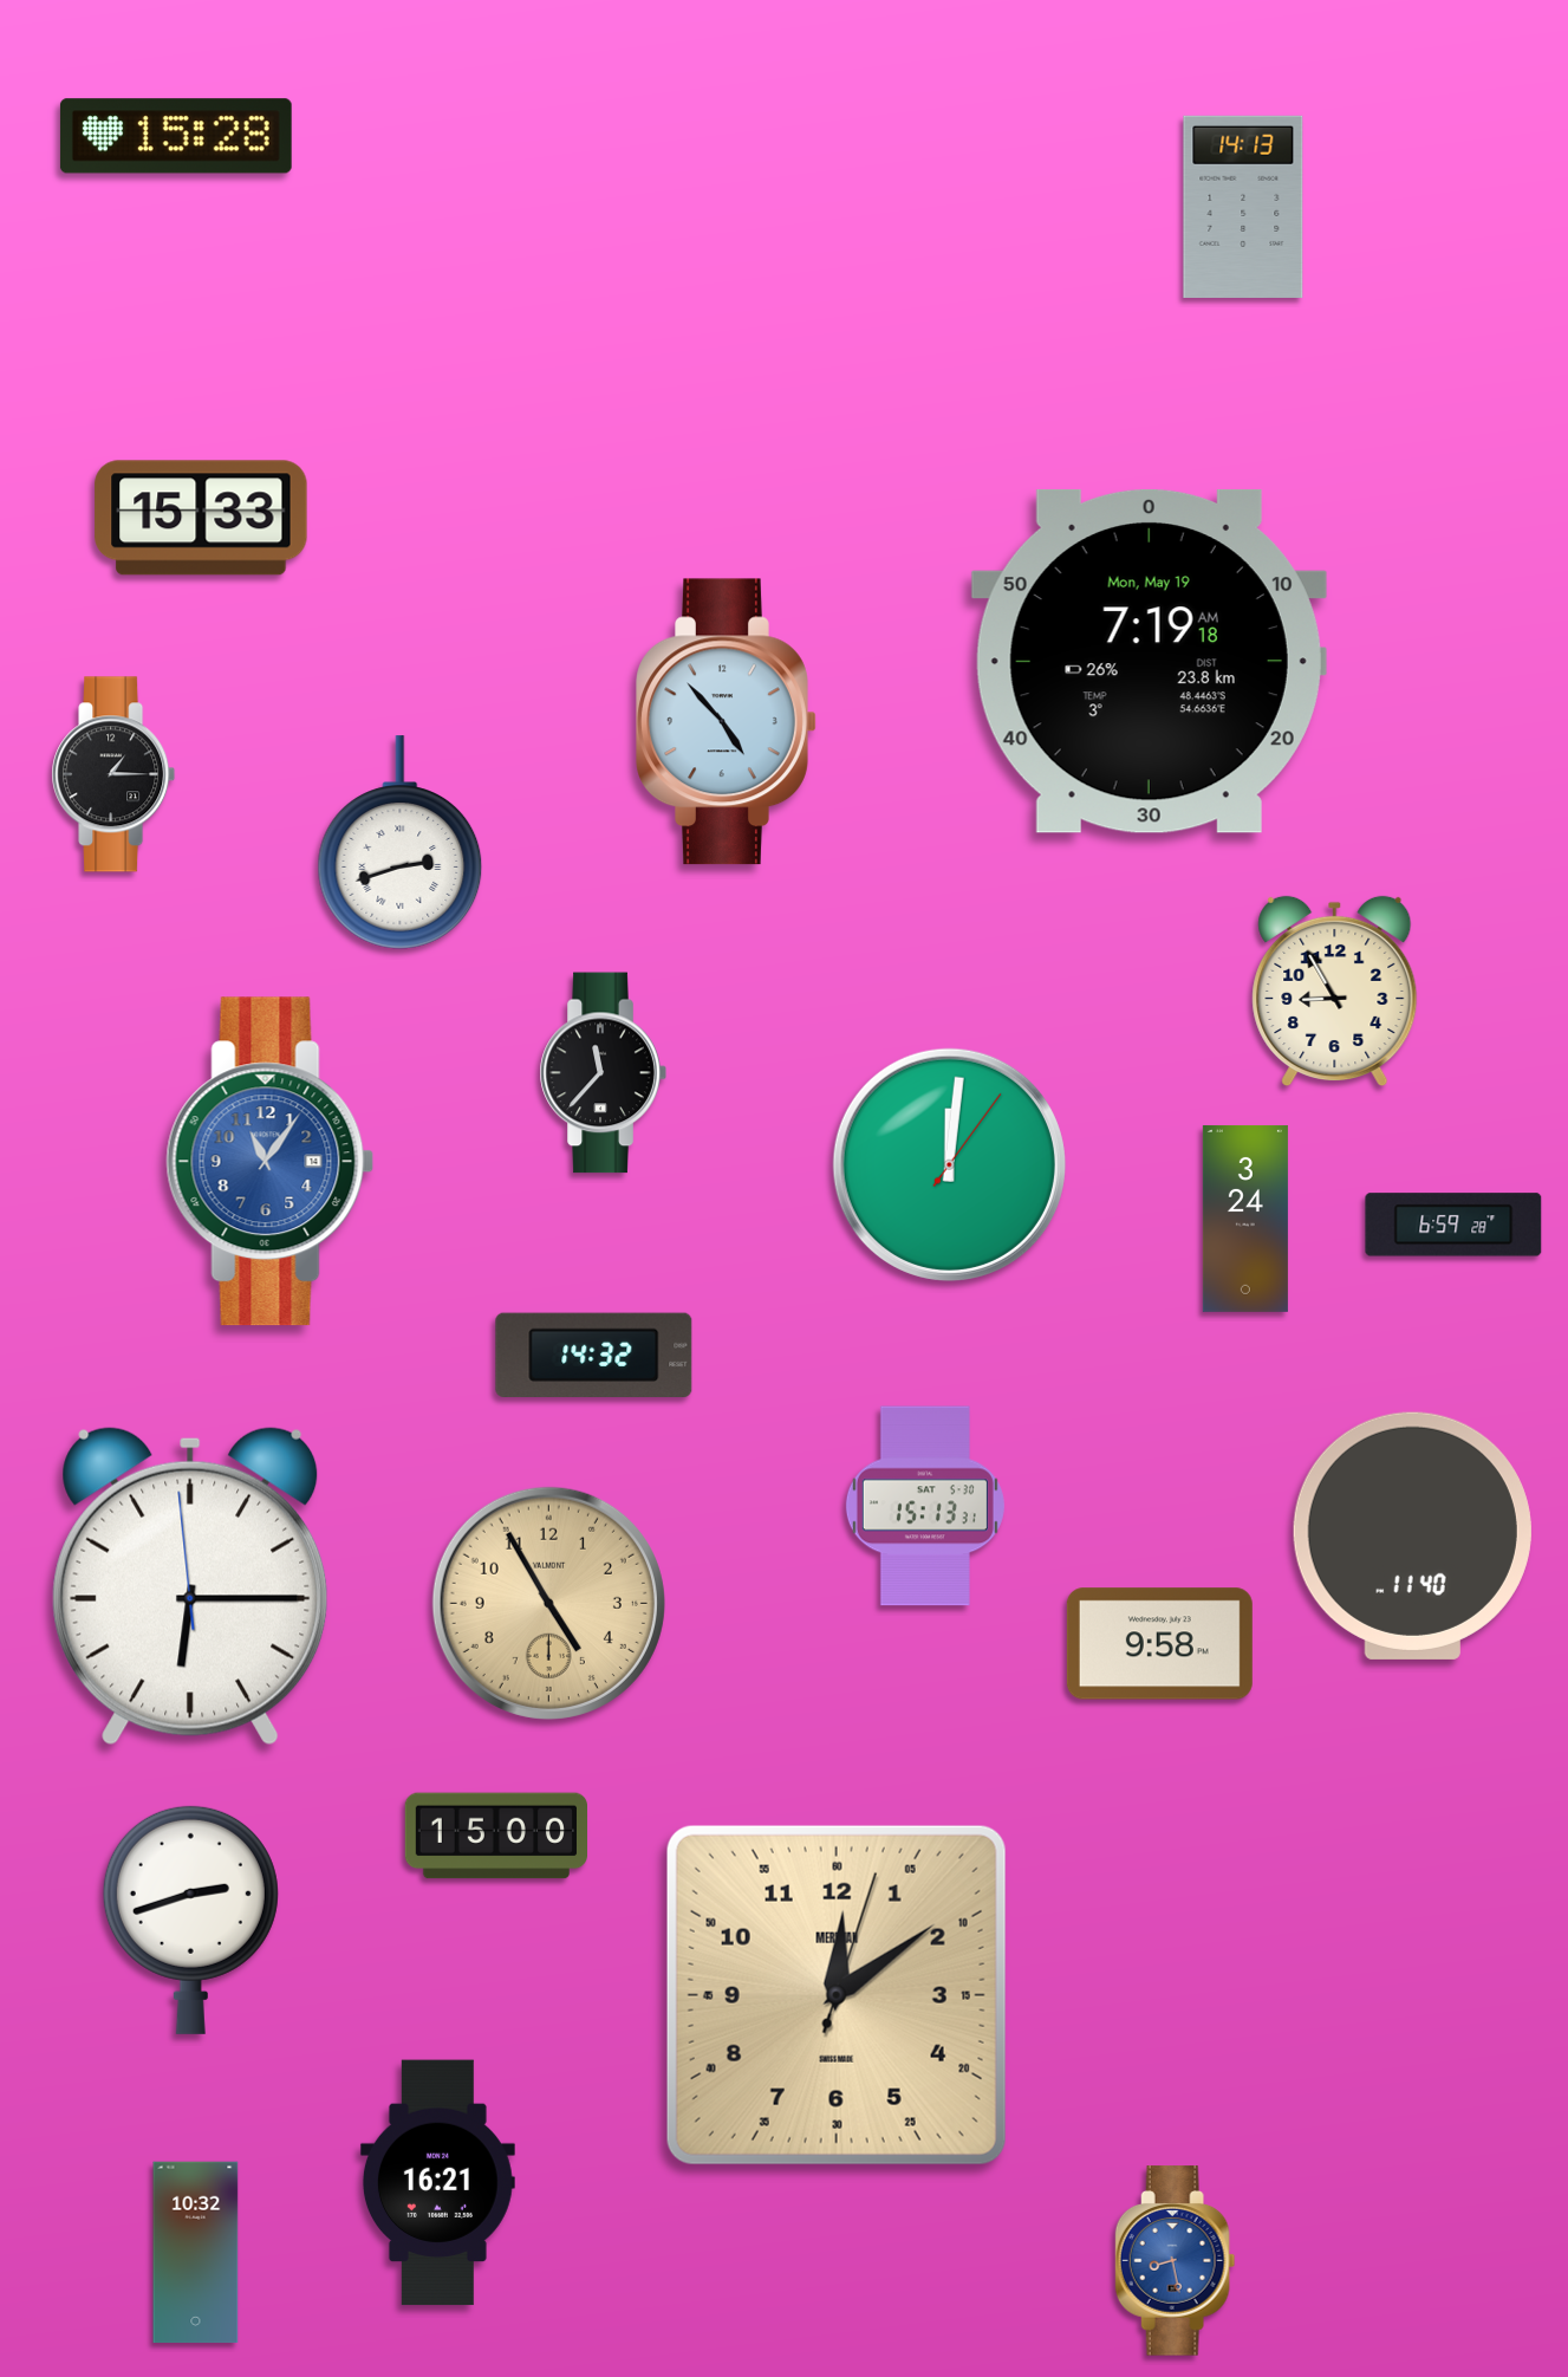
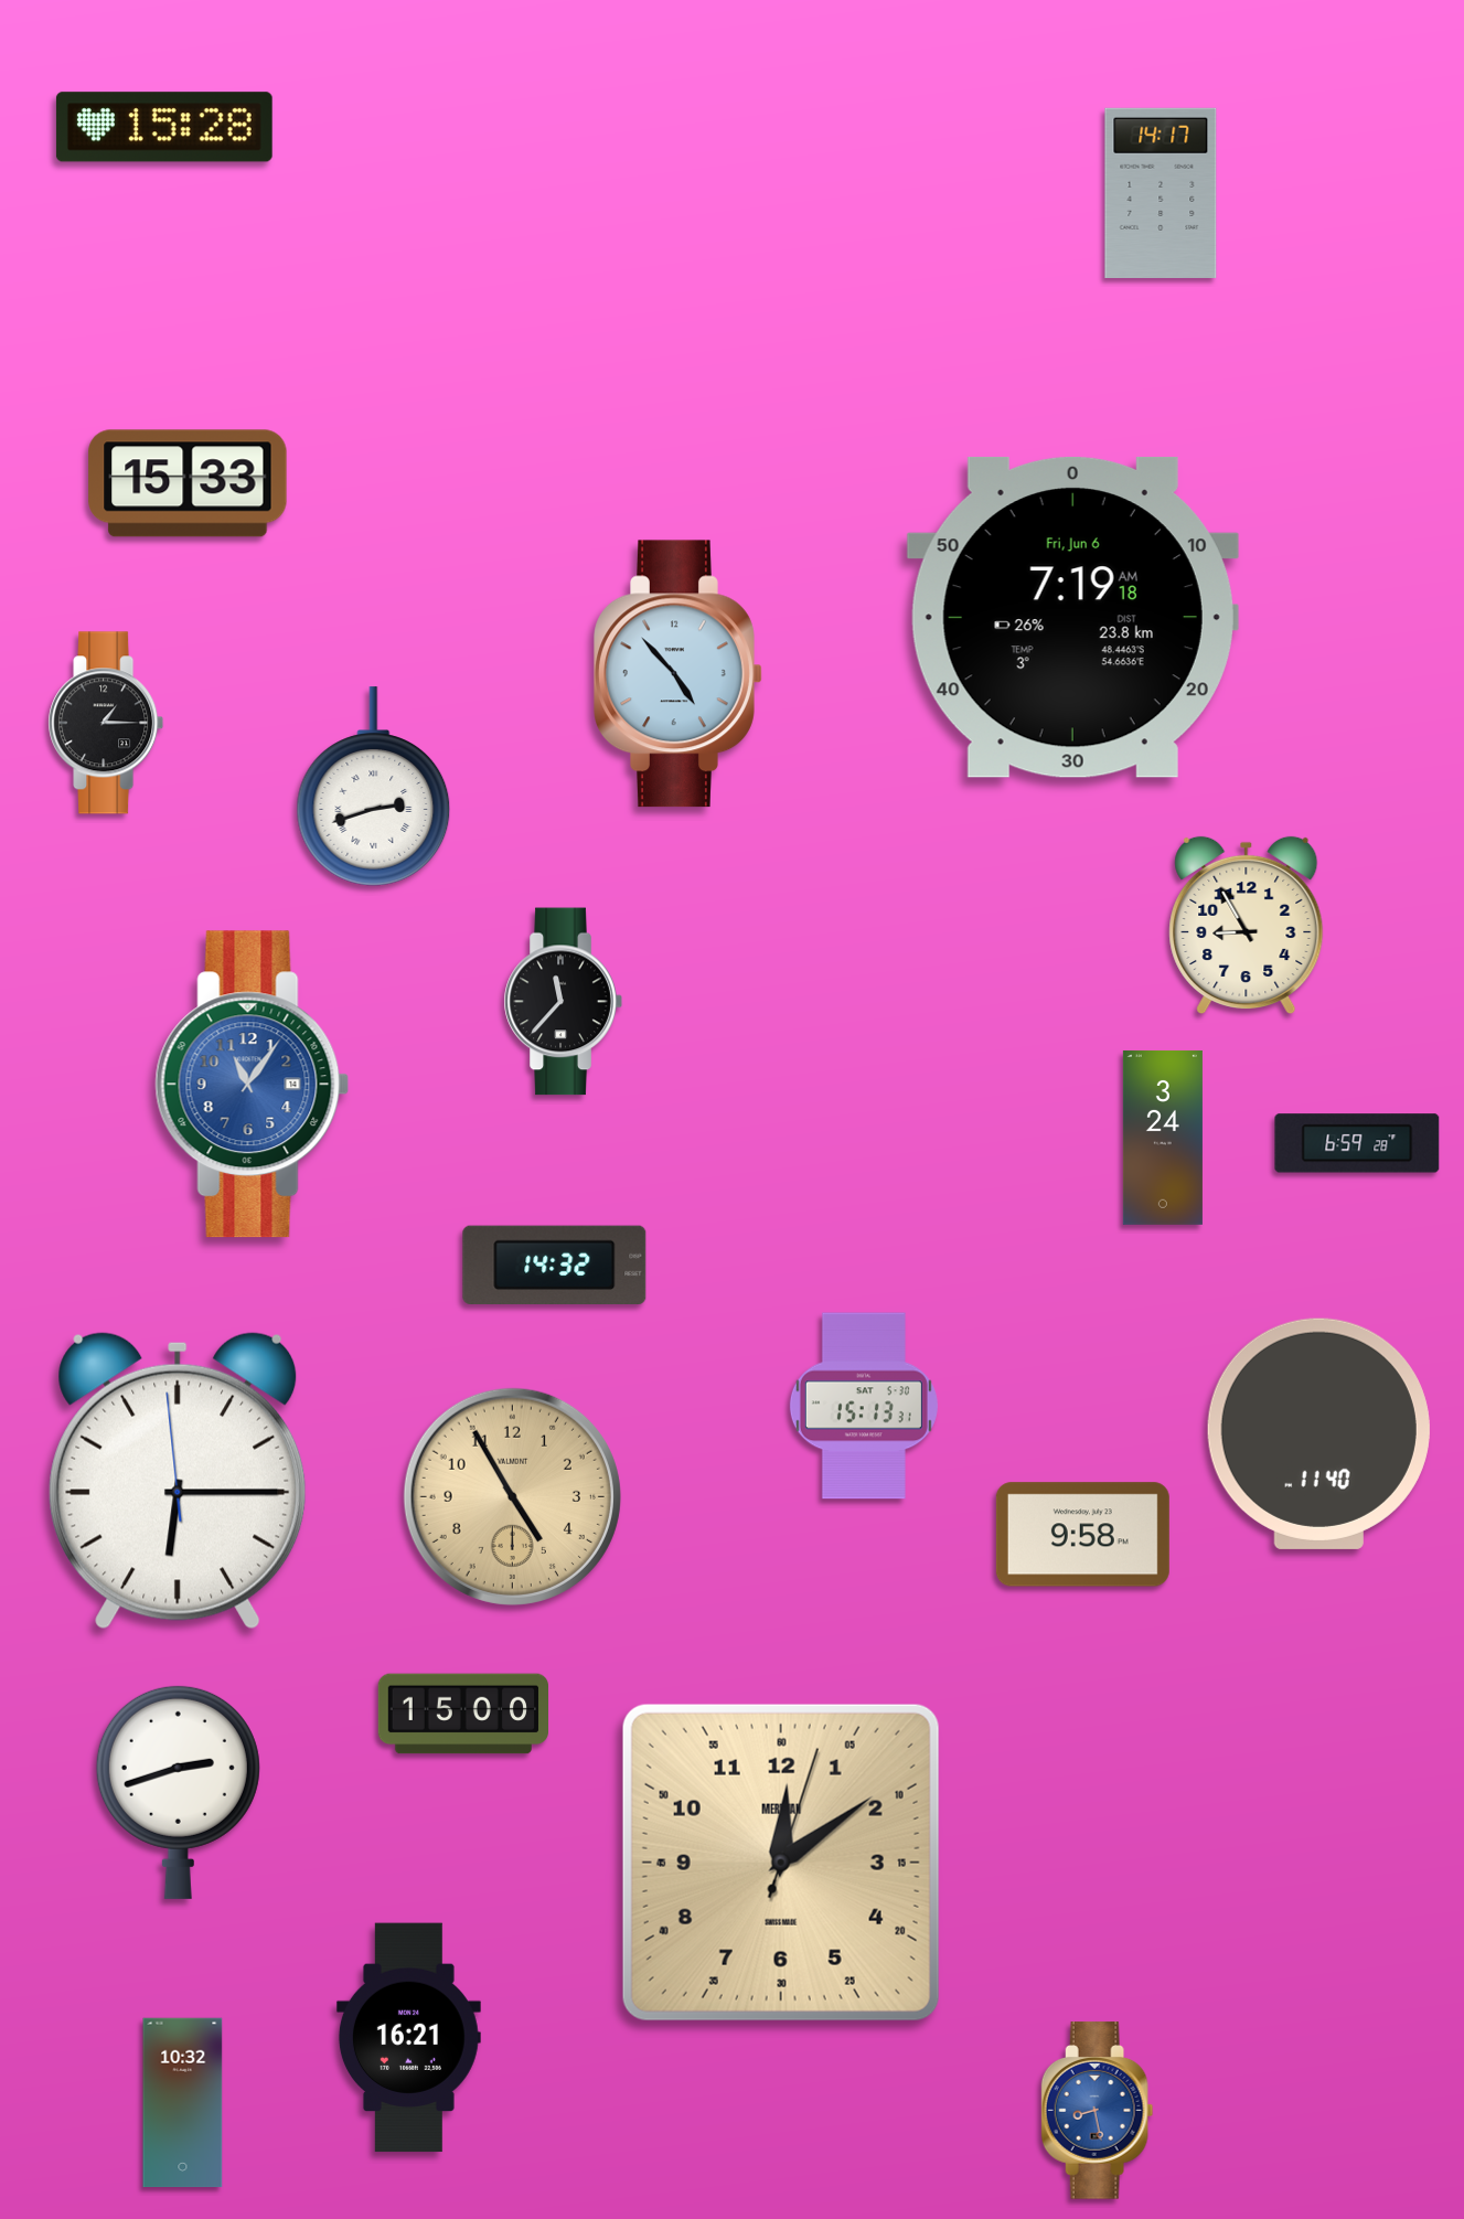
clock at (1243, 207): 14:13 -> 14:17
clock at (1149, 661) date: Mon, May 19 -> Fri, Jun 6
clock at (949, 1164): 12:01 -> none
